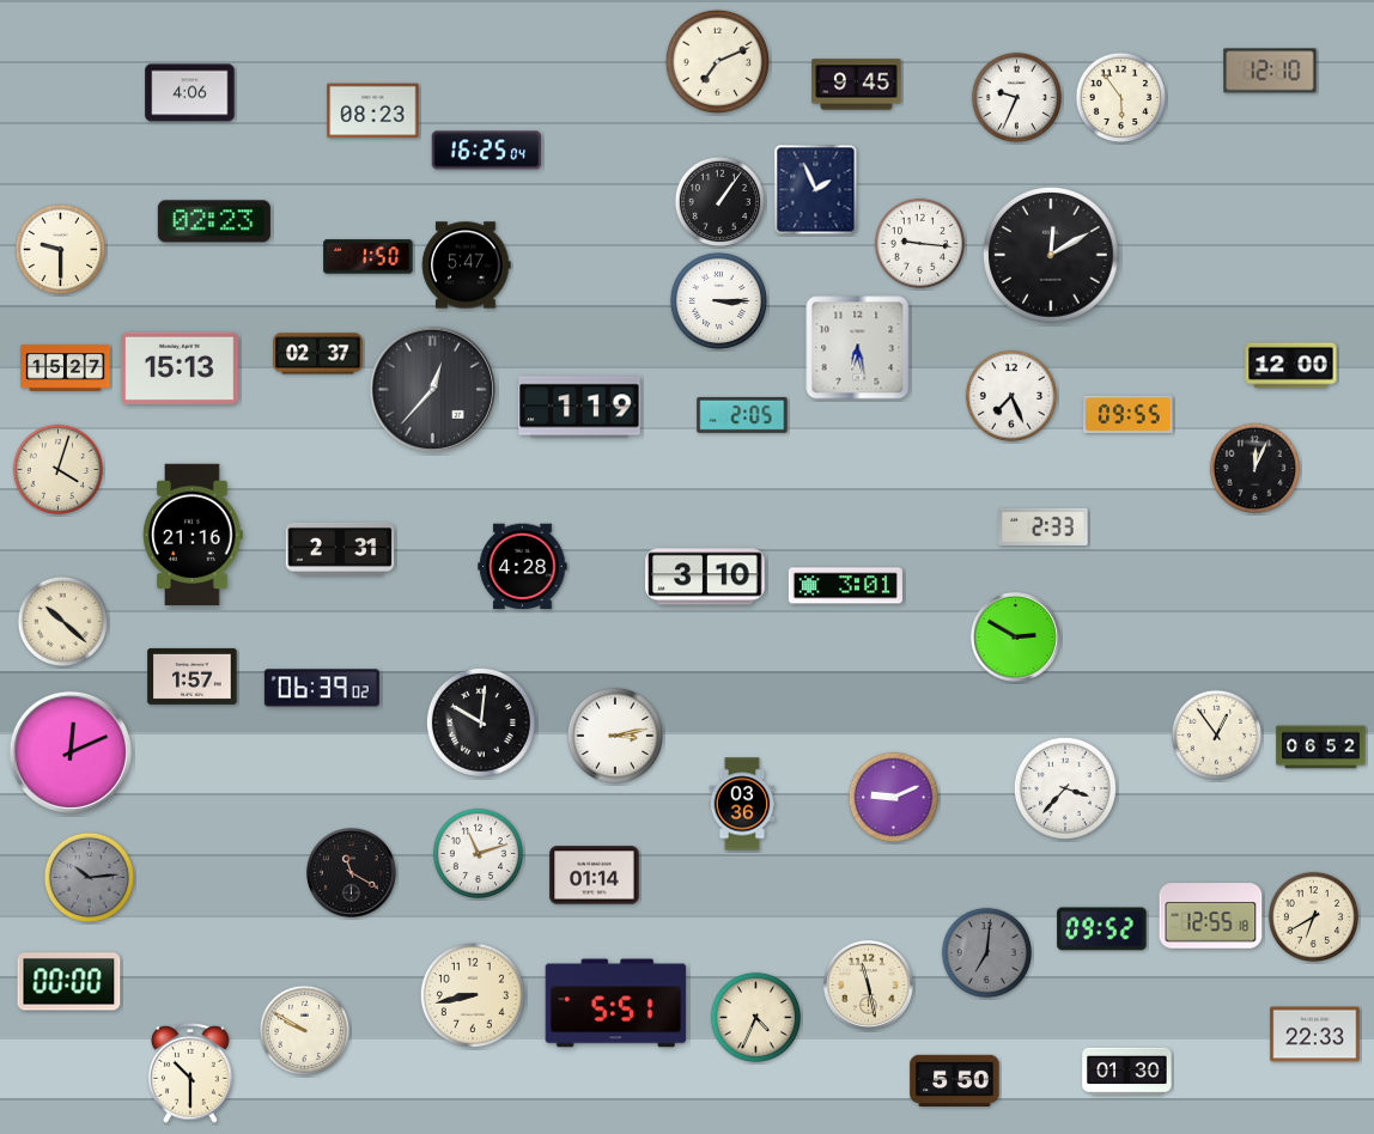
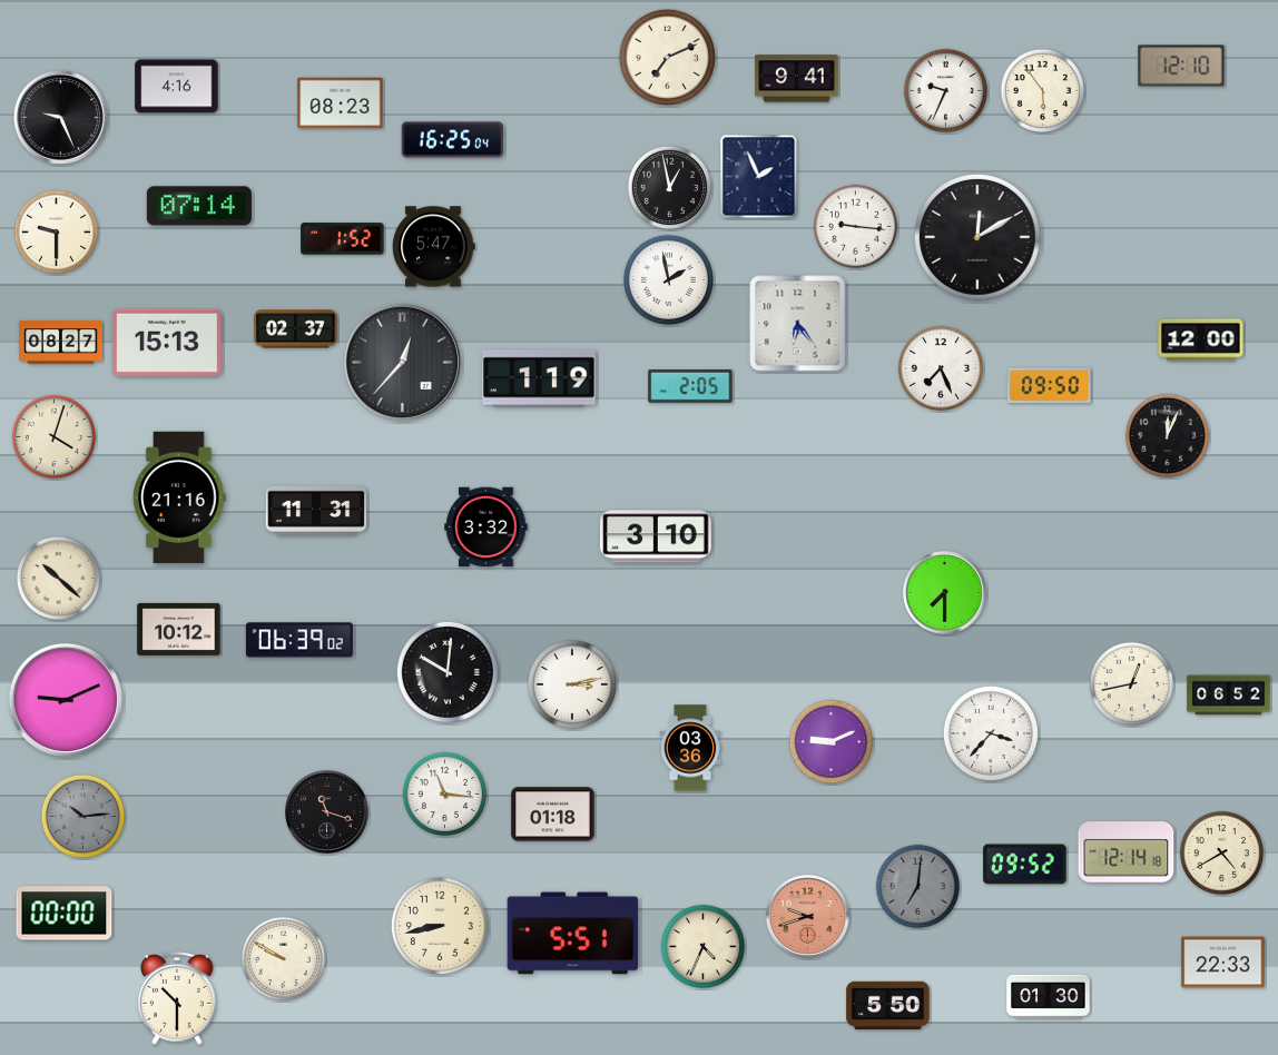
clock at (857, 85): 9:45 -> 9:41
clock at (190, 93): 4:06 -> 4:16
clock at (373, 111) position: (373, 111) -> (341, 103)
clock at (60, 117): none -> 9:26
clock at (719, 201): 1:06 -> 12:58
clock at (214, 221): 02:23 -> 07:14
clock at (369, 257): 1:50 -> 1:52
clock at (718, 300): 3:15 -> 1:58
clock at (858, 348): 6:28 -> 6:24
clock at (66, 368): 15:27 -> 08:27
clock at (1129, 414): 09:55 -> 09:50
clock at (1044, 526): 2:33 -> none
clock at (340, 549): 2:31 -> 11:31
clock at (523, 567): 4:28 -> 3:32
clock at (845, 586): 3:01 -> none
clock at (1016, 638): 2:50 -> 7:30
clock at (193, 676): 1:57 -> 10:12
clock at (1216, 734): 12:54 -> 12:43
clock at (71, 752): 12:11 -> 9:11
clock at (478, 853): 11:12 -> 11:16
clock at (352, 873): 11:20 -> 11:18
clock at (595, 876): 01:14 -> 01:18
clock at (1211, 916): 12:55 -> 12:14
clock at (1313, 916): 6:40 -> 4:40
clock at (869, 986): 11:28 -> 9:42
clock at (869, 986) dial: cream -> salmon
